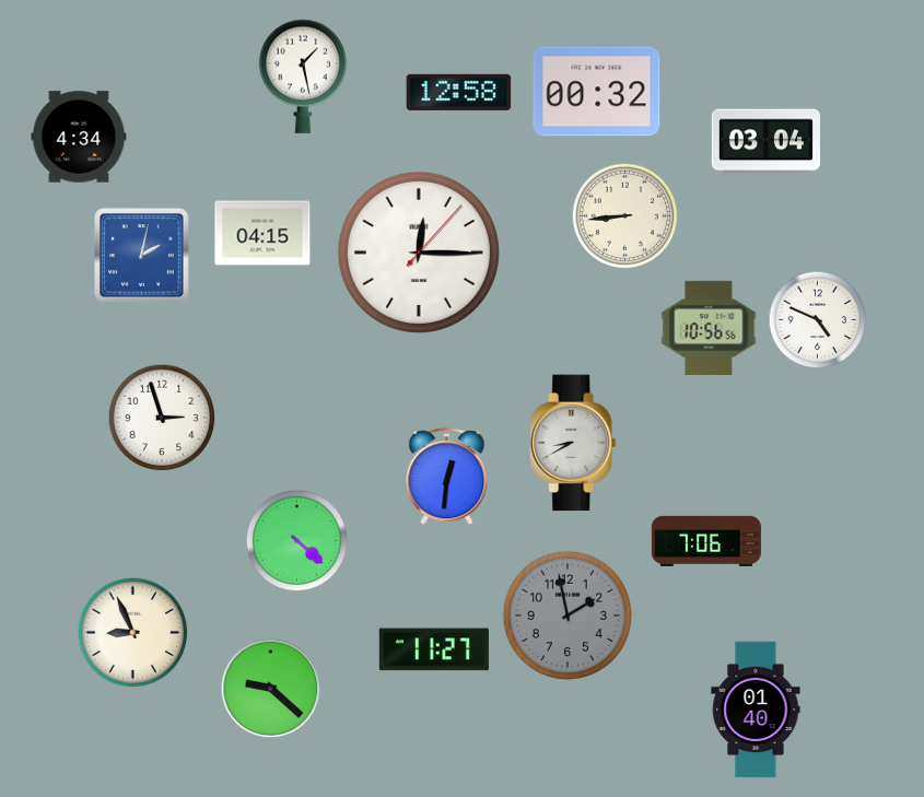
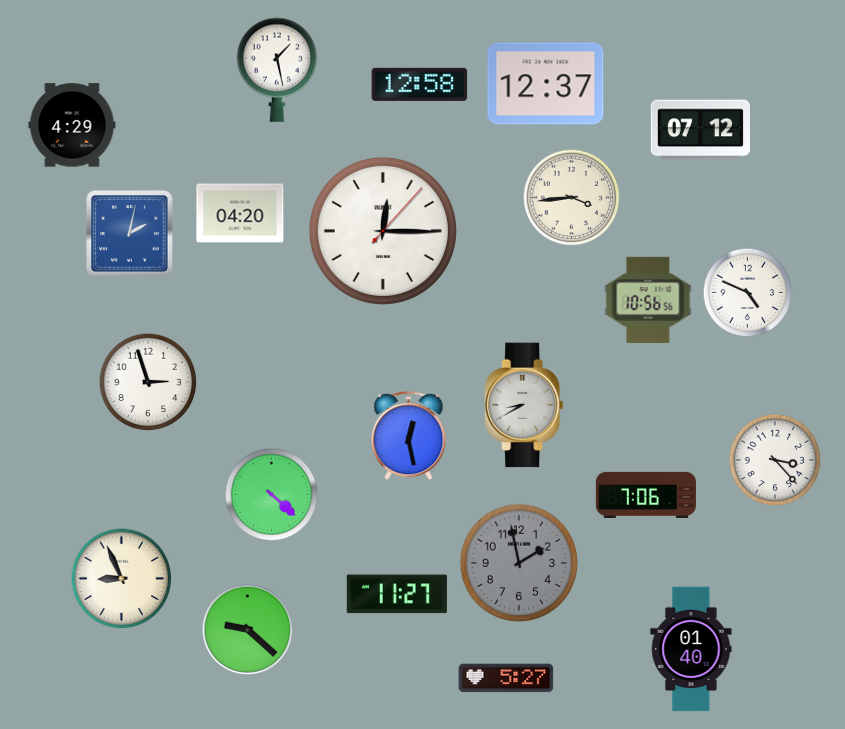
clock at (597, 92): 00:32 -> 12:37
clock at (79, 137): 4:34 -> 4:29
clock at (765, 142): 03:04 -> 07:12
clock at (625, 216): 8:44 -> 3:44
clock at (262, 233): 04:15 -> 04:20
clock at (447, 477): 12:31 -> 12:28
clock at (775, 460): none -> 3:23
clock at (506, 678): none -> 5:27
